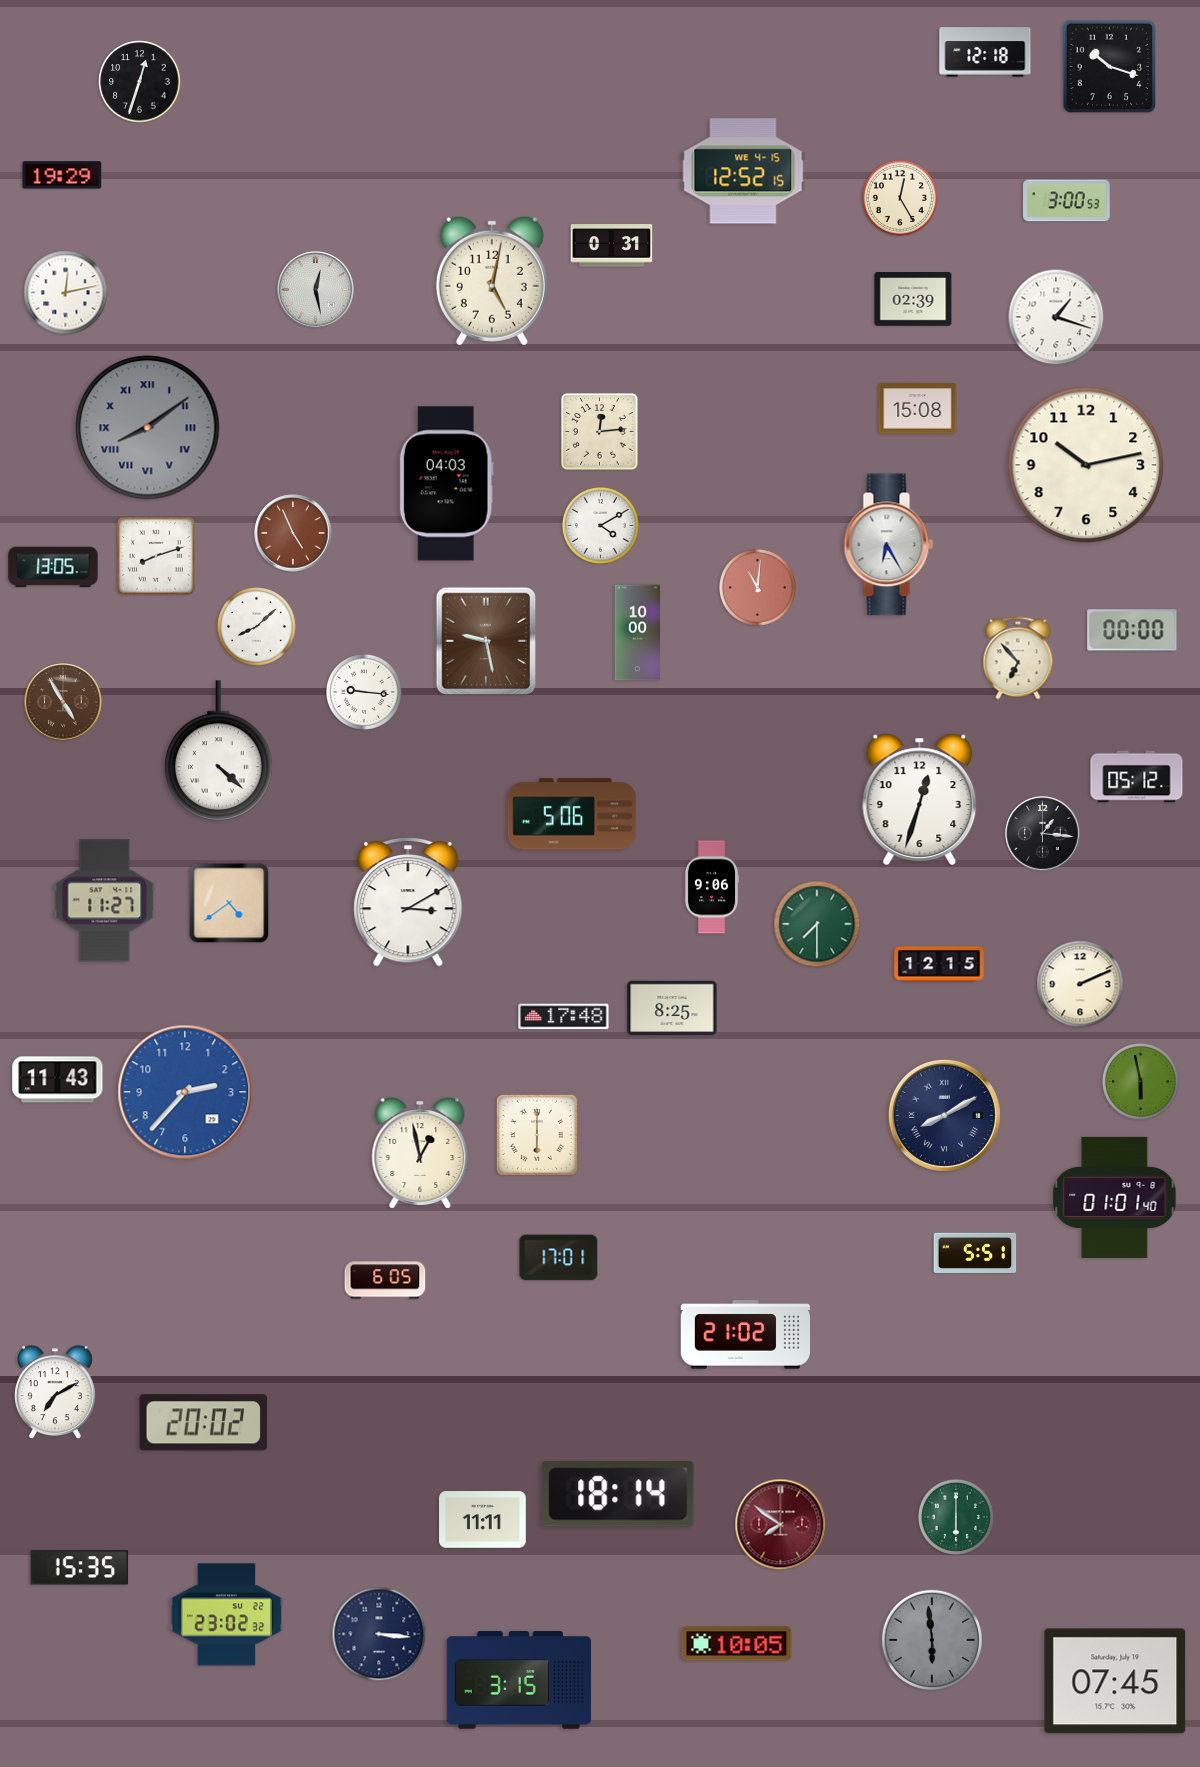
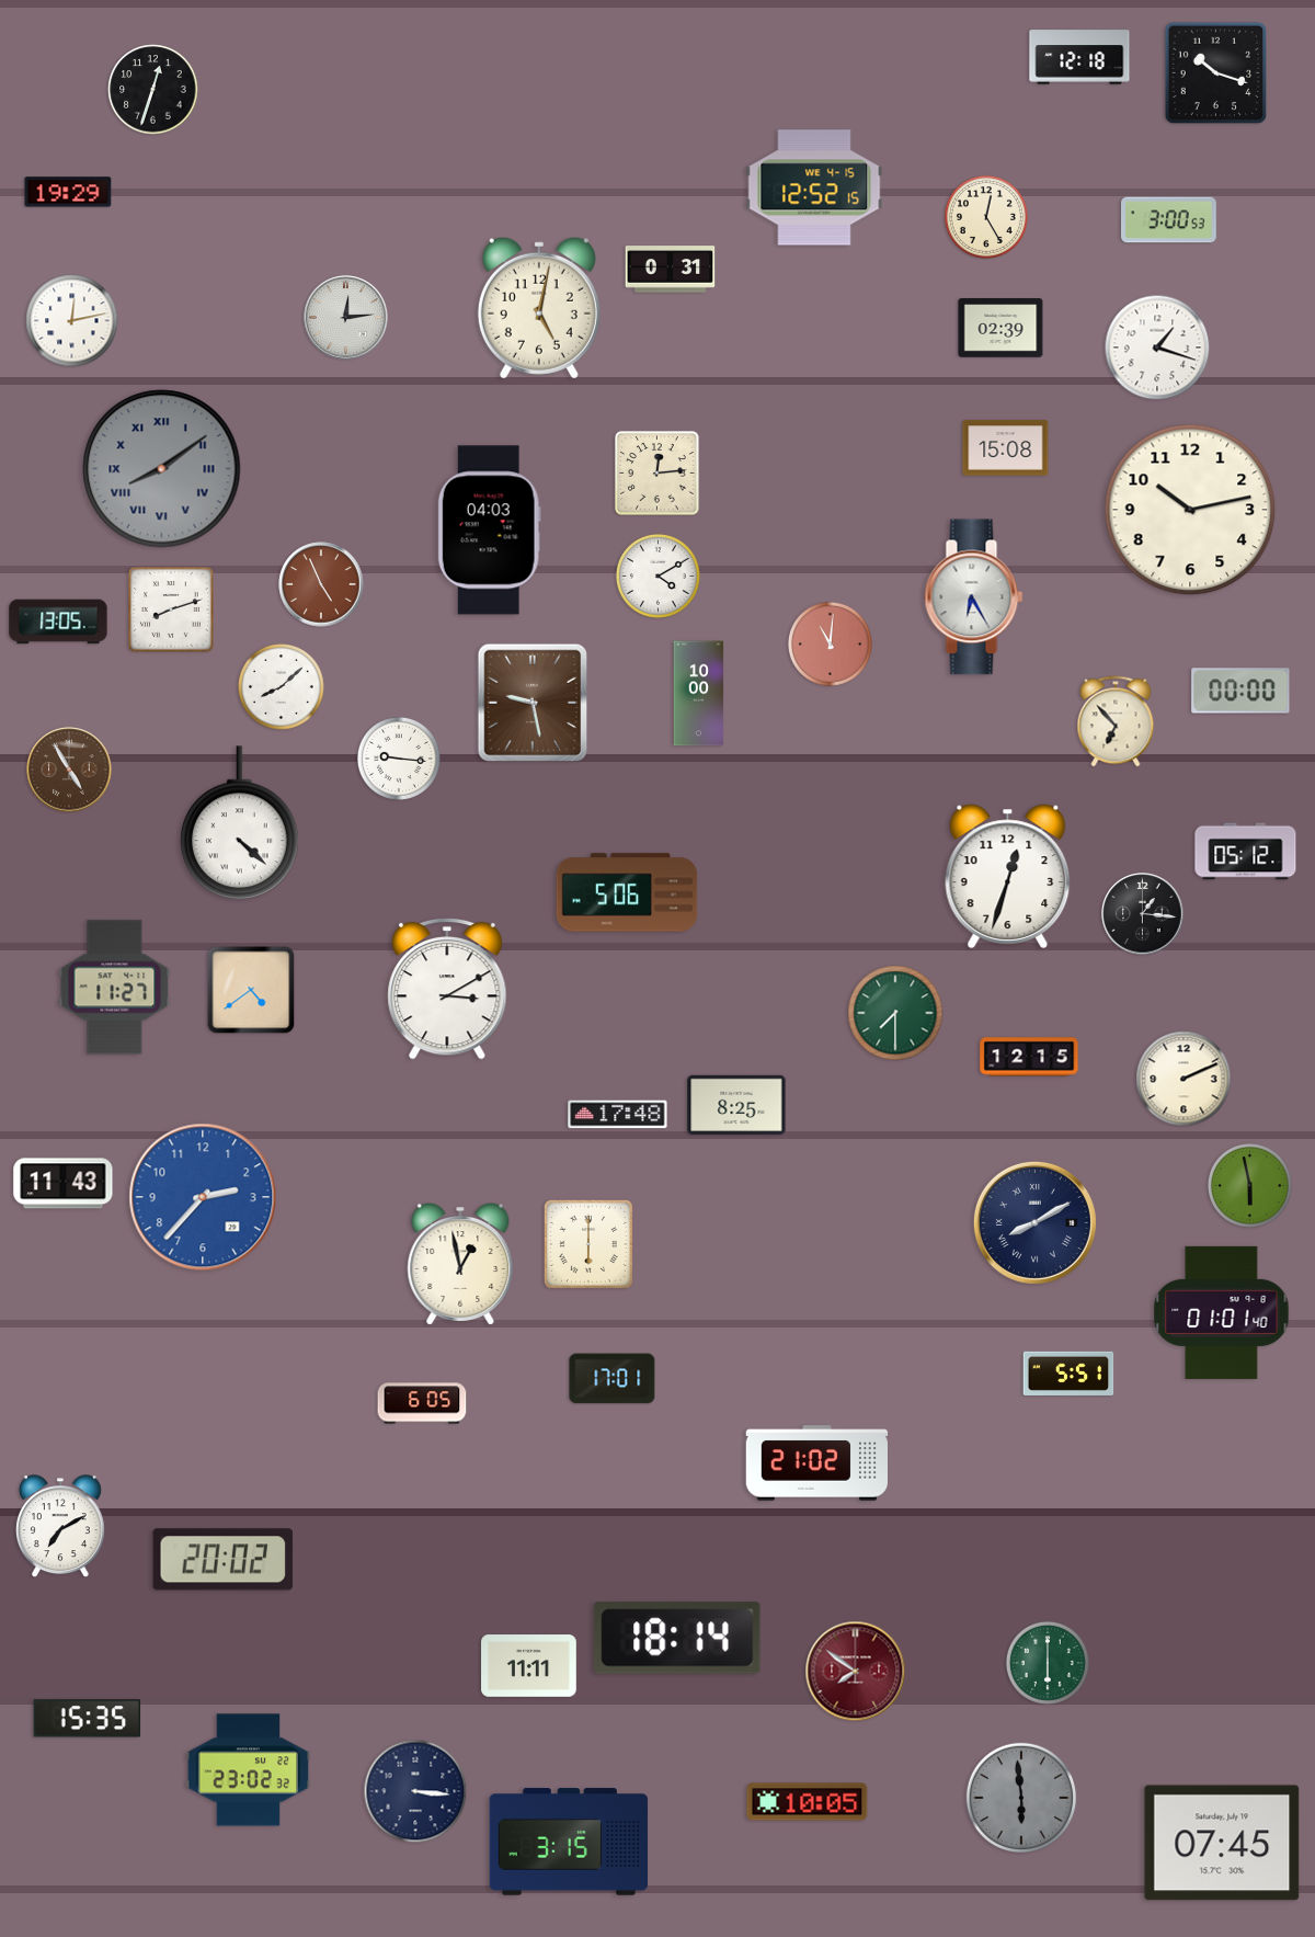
clock at (316, 290): 12:28 -> 12:14
clock at (712, 887): 9:06 -> none
